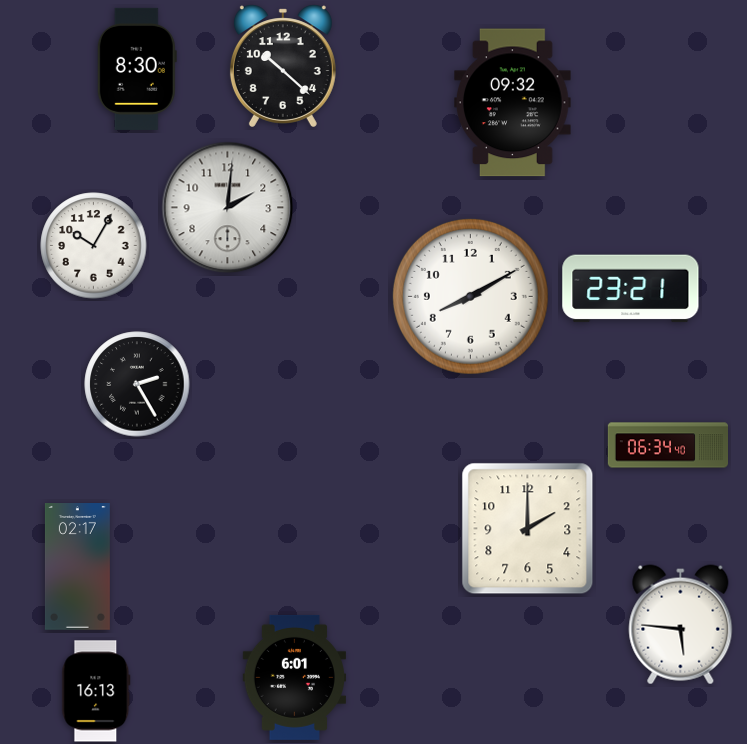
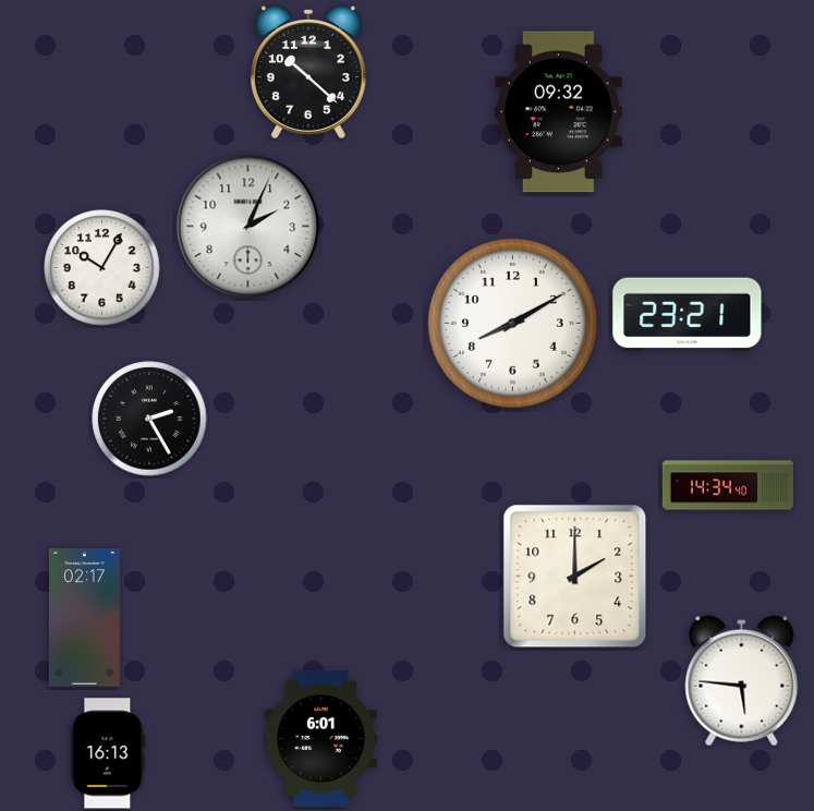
clock at (137, 69): 8:30 -> none
clock at (228, 208): 2:01 -> 2:04
clock at (667, 445): 06:34 -> 14:34
clock at (96, 691) position: (96, 691) -> (108, 753)
